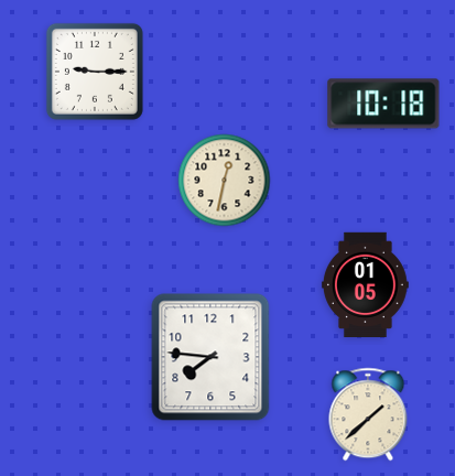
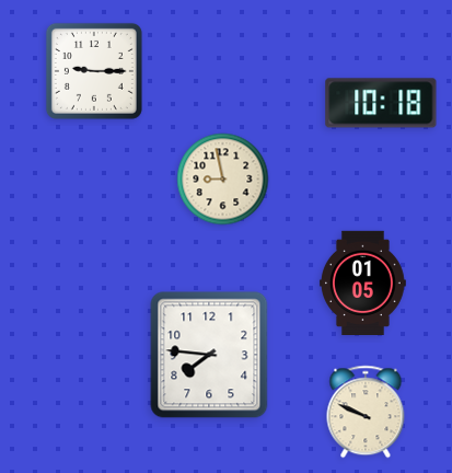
clock at (225, 181): 12:32 -> 8:58
clock at (368, 414): 1:38 -> 9:49
